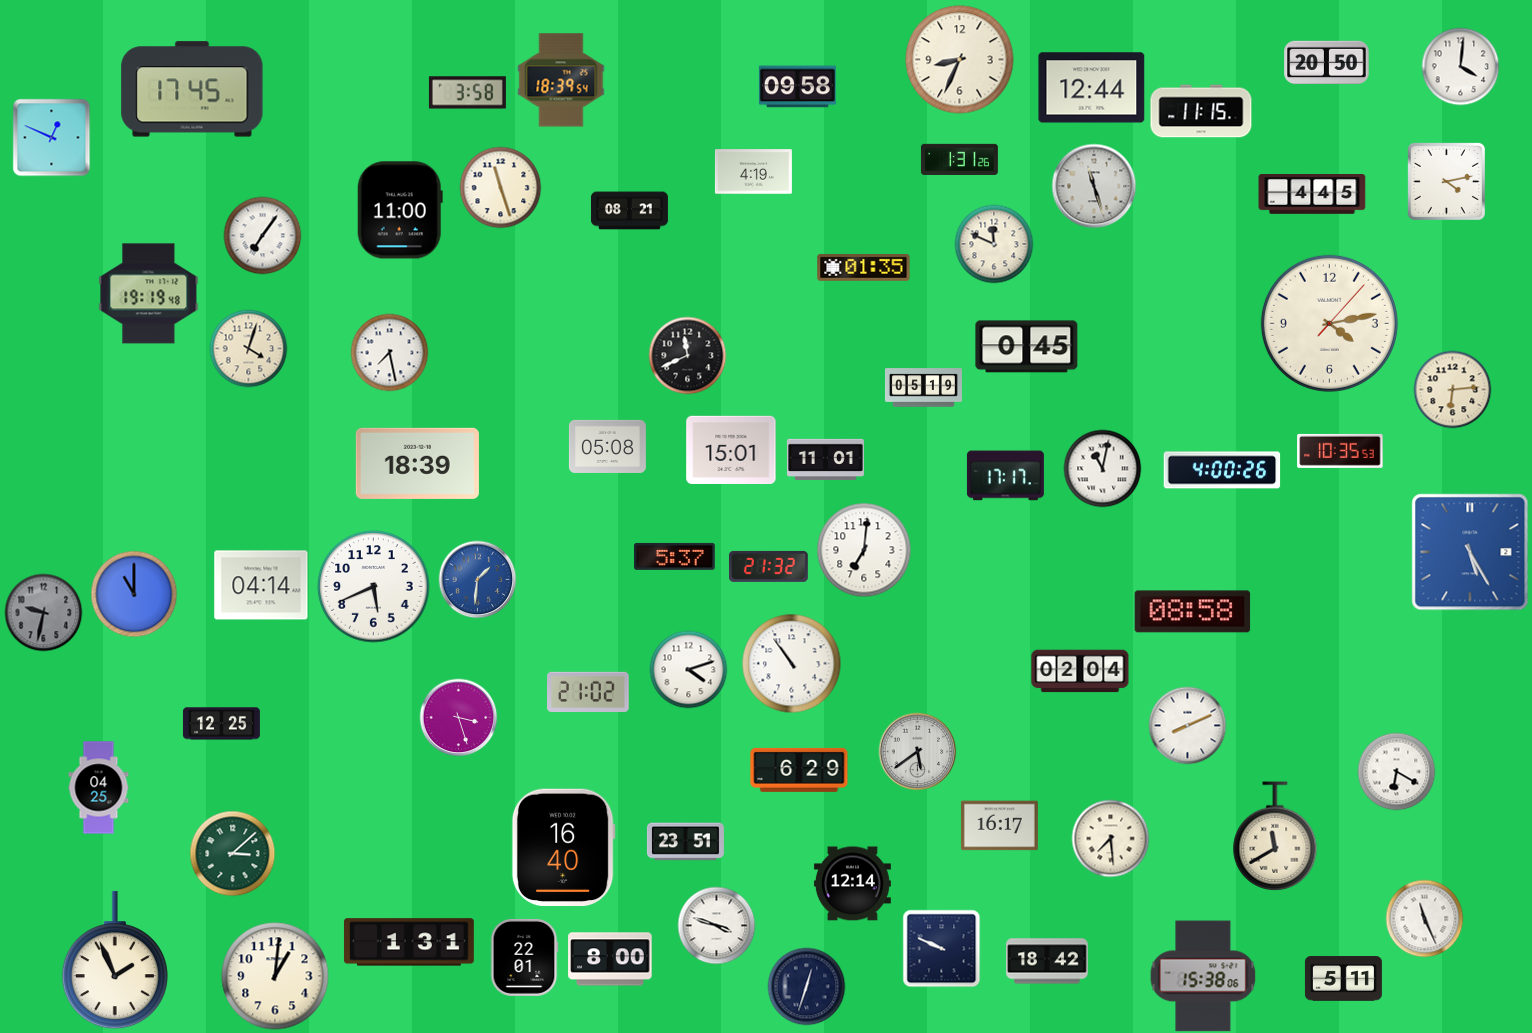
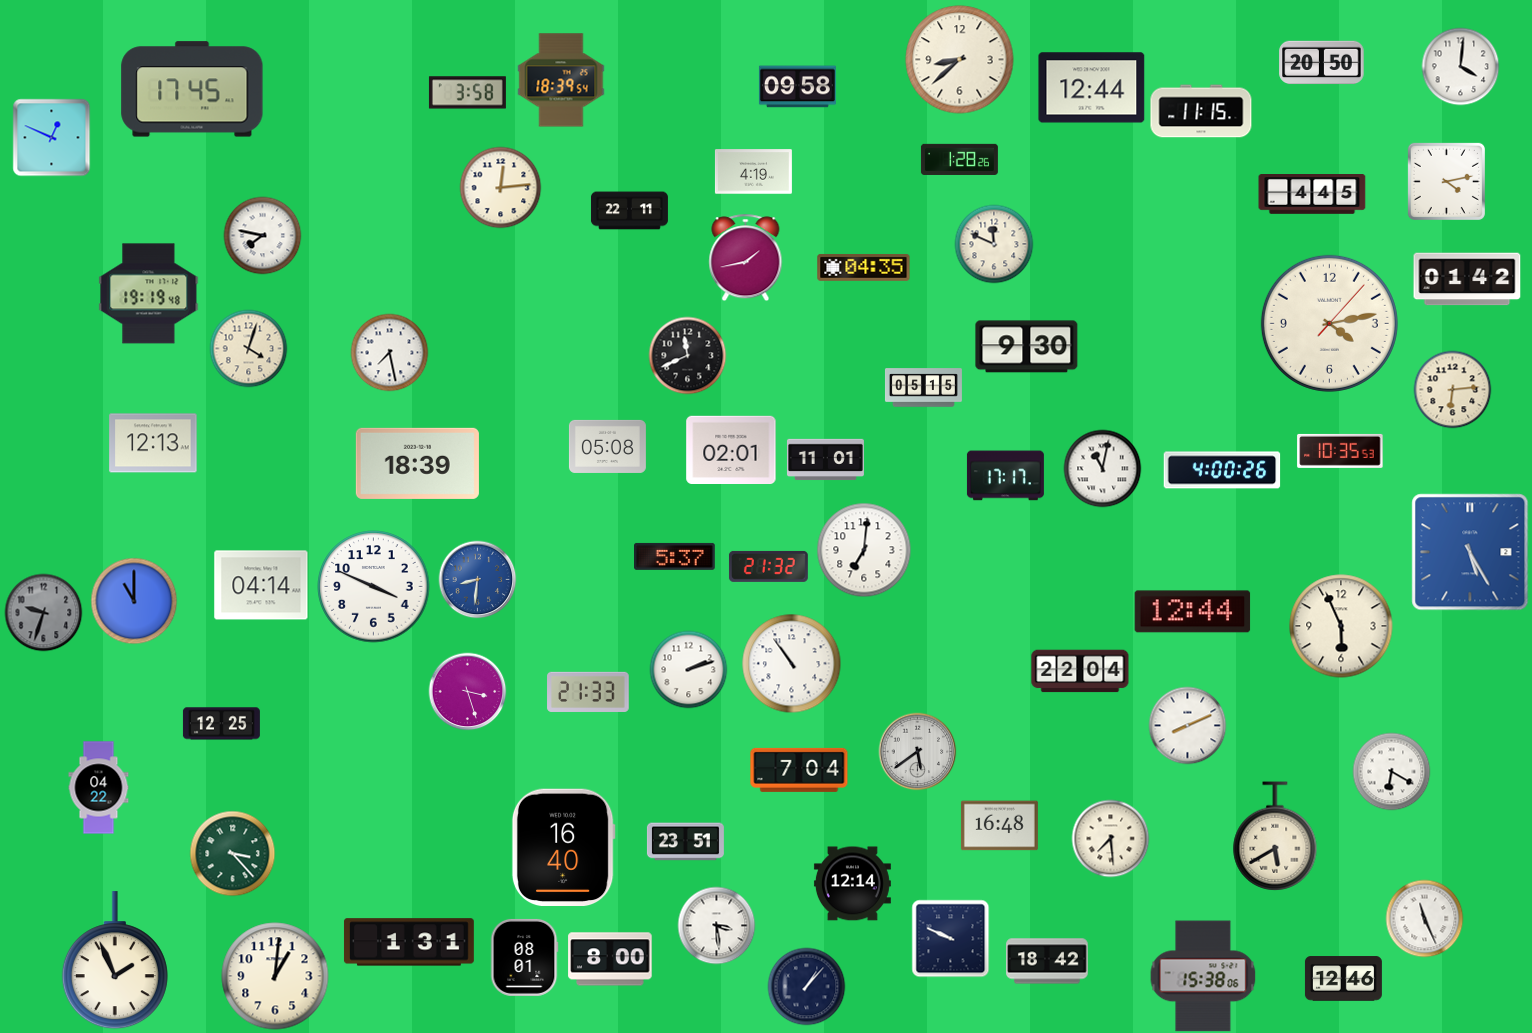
clock at (960, 60): 8:34 -> 8:38
clock at (1327, 63) position: (1327, 63) -> (1322, 63)
clock at (959, 159): 1:31 -> 1:28
clock at (1094, 186): 11:27 -> none
clock at (500, 187): 11:27 -> 12:14
clock at (400, 210): 11:00 -> none
clock at (629, 211): 08:21 -> 22:11
clock at (262, 235): 7:06 -> 7:47
clock at (746, 257): none -> 1:43
clock at (864, 268): 01:35 -> 04:35
clock at (1467, 279): none -> 01:42
clock at (1027, 347): 0:45 -> 9:30
clock at (923, 388): 05:19 -> 05:15
clock at (153, 443): none -> 12:13
clock at (731, 449): 15:01 -> 02:01
clock at (477, 579): 1:31 -> 8:31
clock at (374, 587): 5:41 -> 3:49
clock at (134, 594) position: (134, 594) -> (134, 601)
clock at (43, 612): 9:32 -> 9:33
clock at (1193, 612): 08:58 -> 12:44
clock at (1341, 626): none -> 5:56
clock at (688, 669): 4:12 -> 2:12
clock at (1080, 671): 02:04 -> 22:04
clock at (588, 692): 21:02 -> 21:33
clock at (458, 717) position: (458, 717) -> (467, 691)
clock at (799, 770): 6:29 -> 7:04
clock at (1396, 771) position: (1396, 771) -> (1391, 771)
clock at (99, 788): 04:25 -> 04:22
clock at (999, 826): 16:17 -> 16:48
clock at (1275, 836): 11:40 -> 5:40
clock at (232, 853): 3:08 -> 3:23
clock at (716, 925): 3:48 -> 3:29
clock at (941, 948) position: (941, 948) -> (950, 938)
clock at (524, 957): 22:01 -> 08:01
clock at (1343, 979): 5:11 -> 12:46
clock at (806, 986): 12:33 -> 1:07
